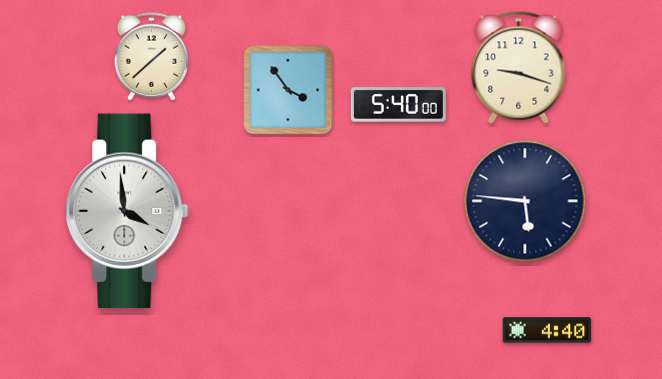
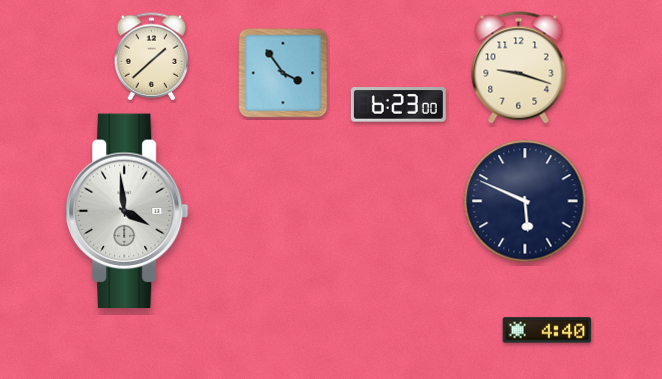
clock at (288, 90) position: (288, 90) -> (283, 73)
clock at (398, 105): 5:40 -> 6:23
clock at (525, 201): 5:46 -> 5:49
